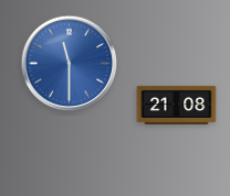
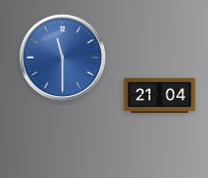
clock at (177, 105): 21:08 -> 21:04
